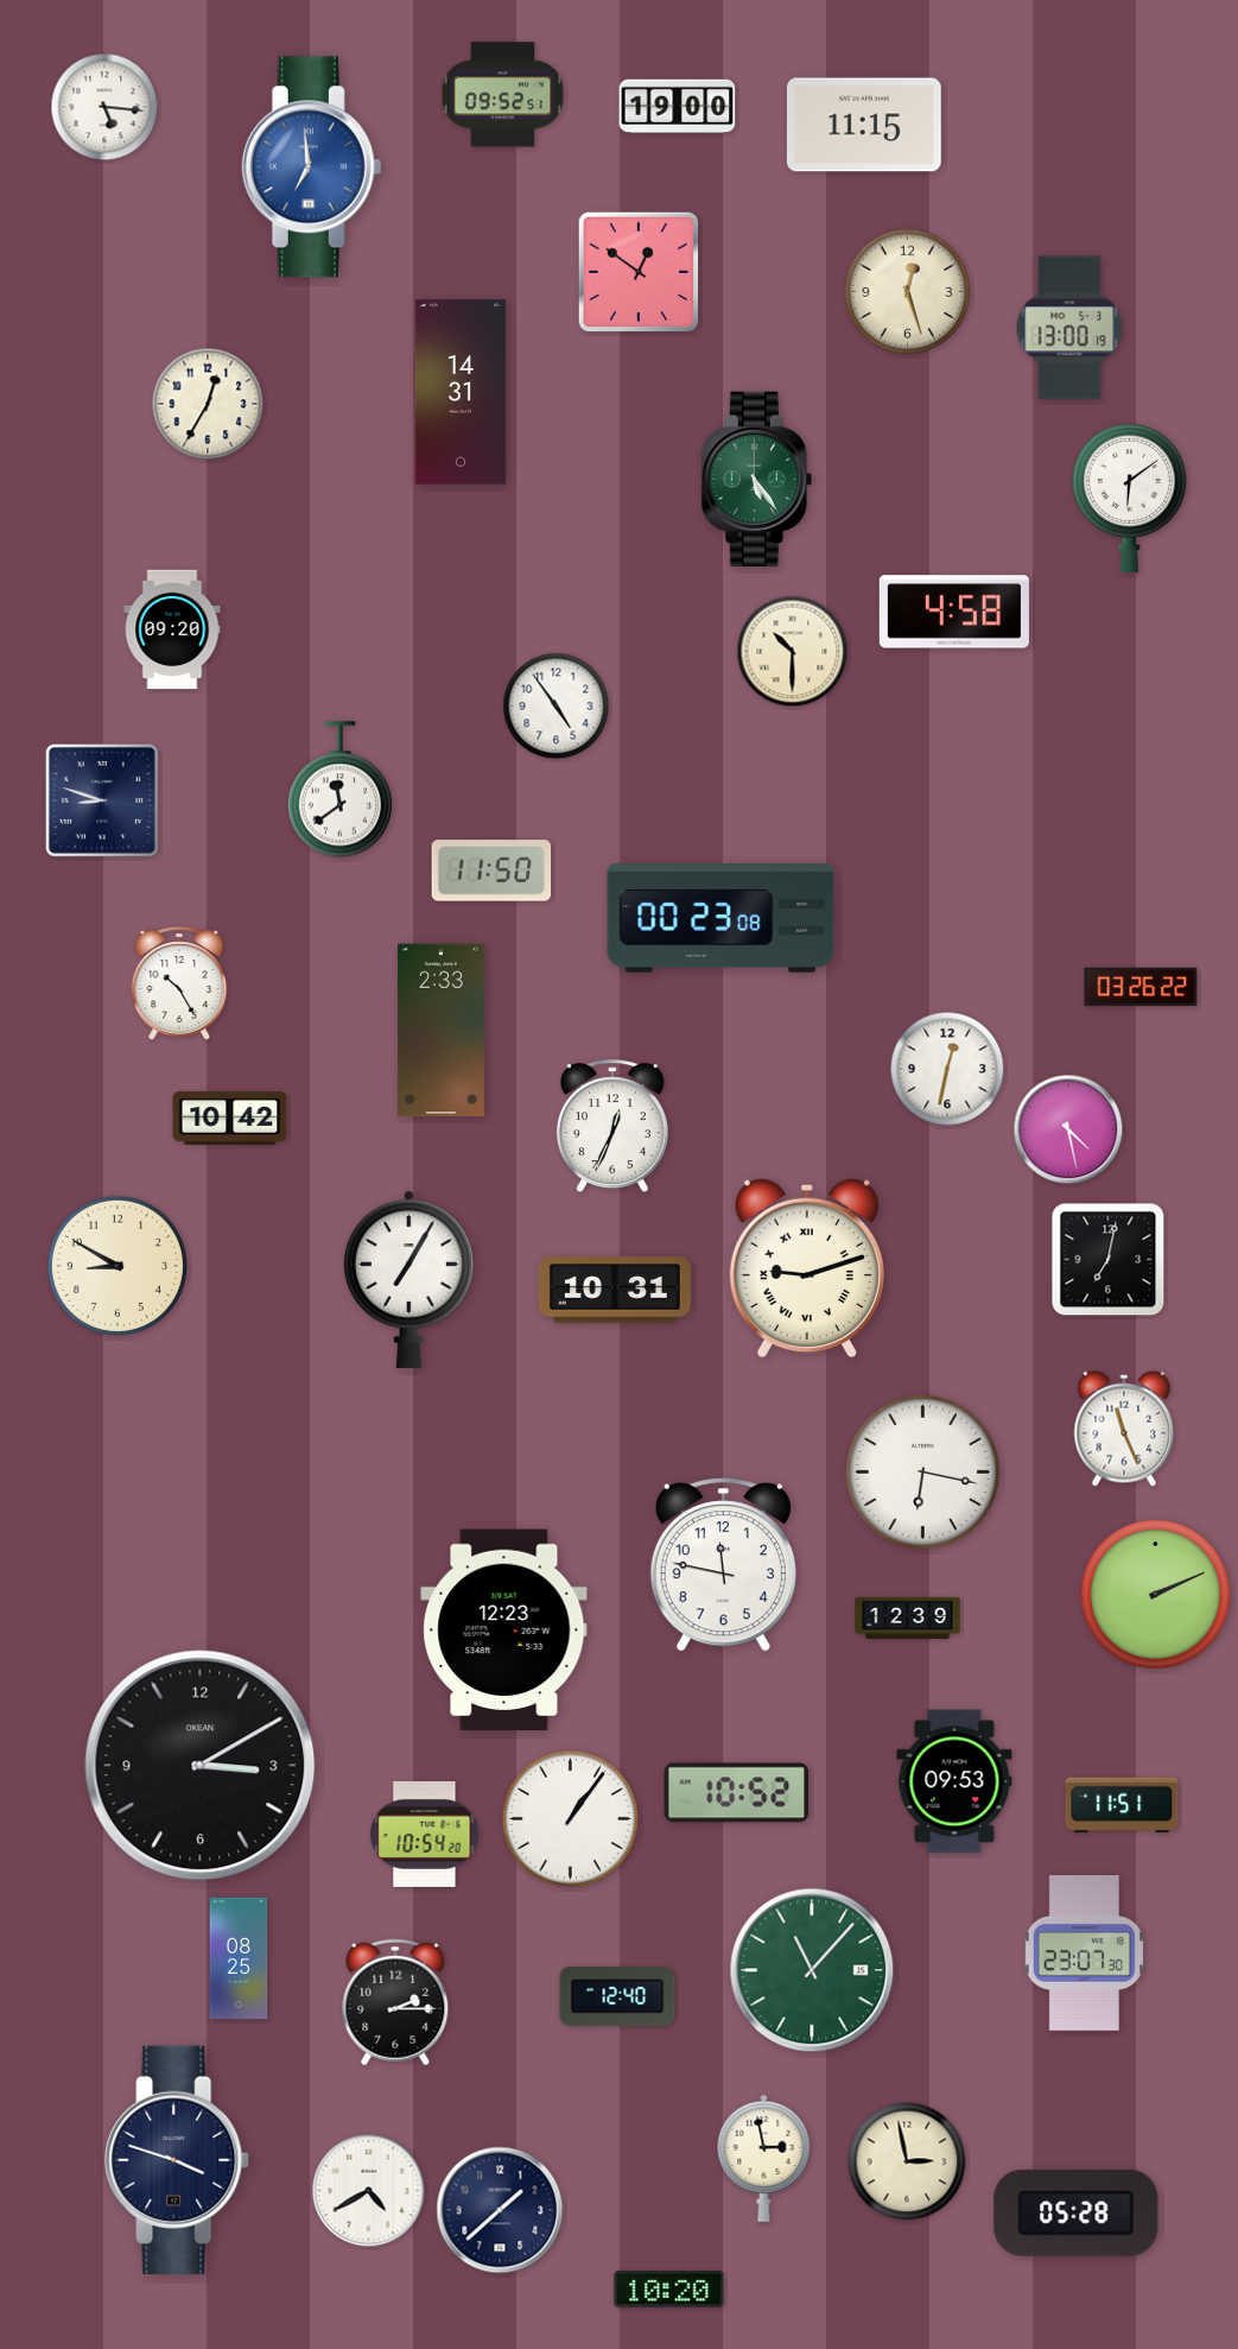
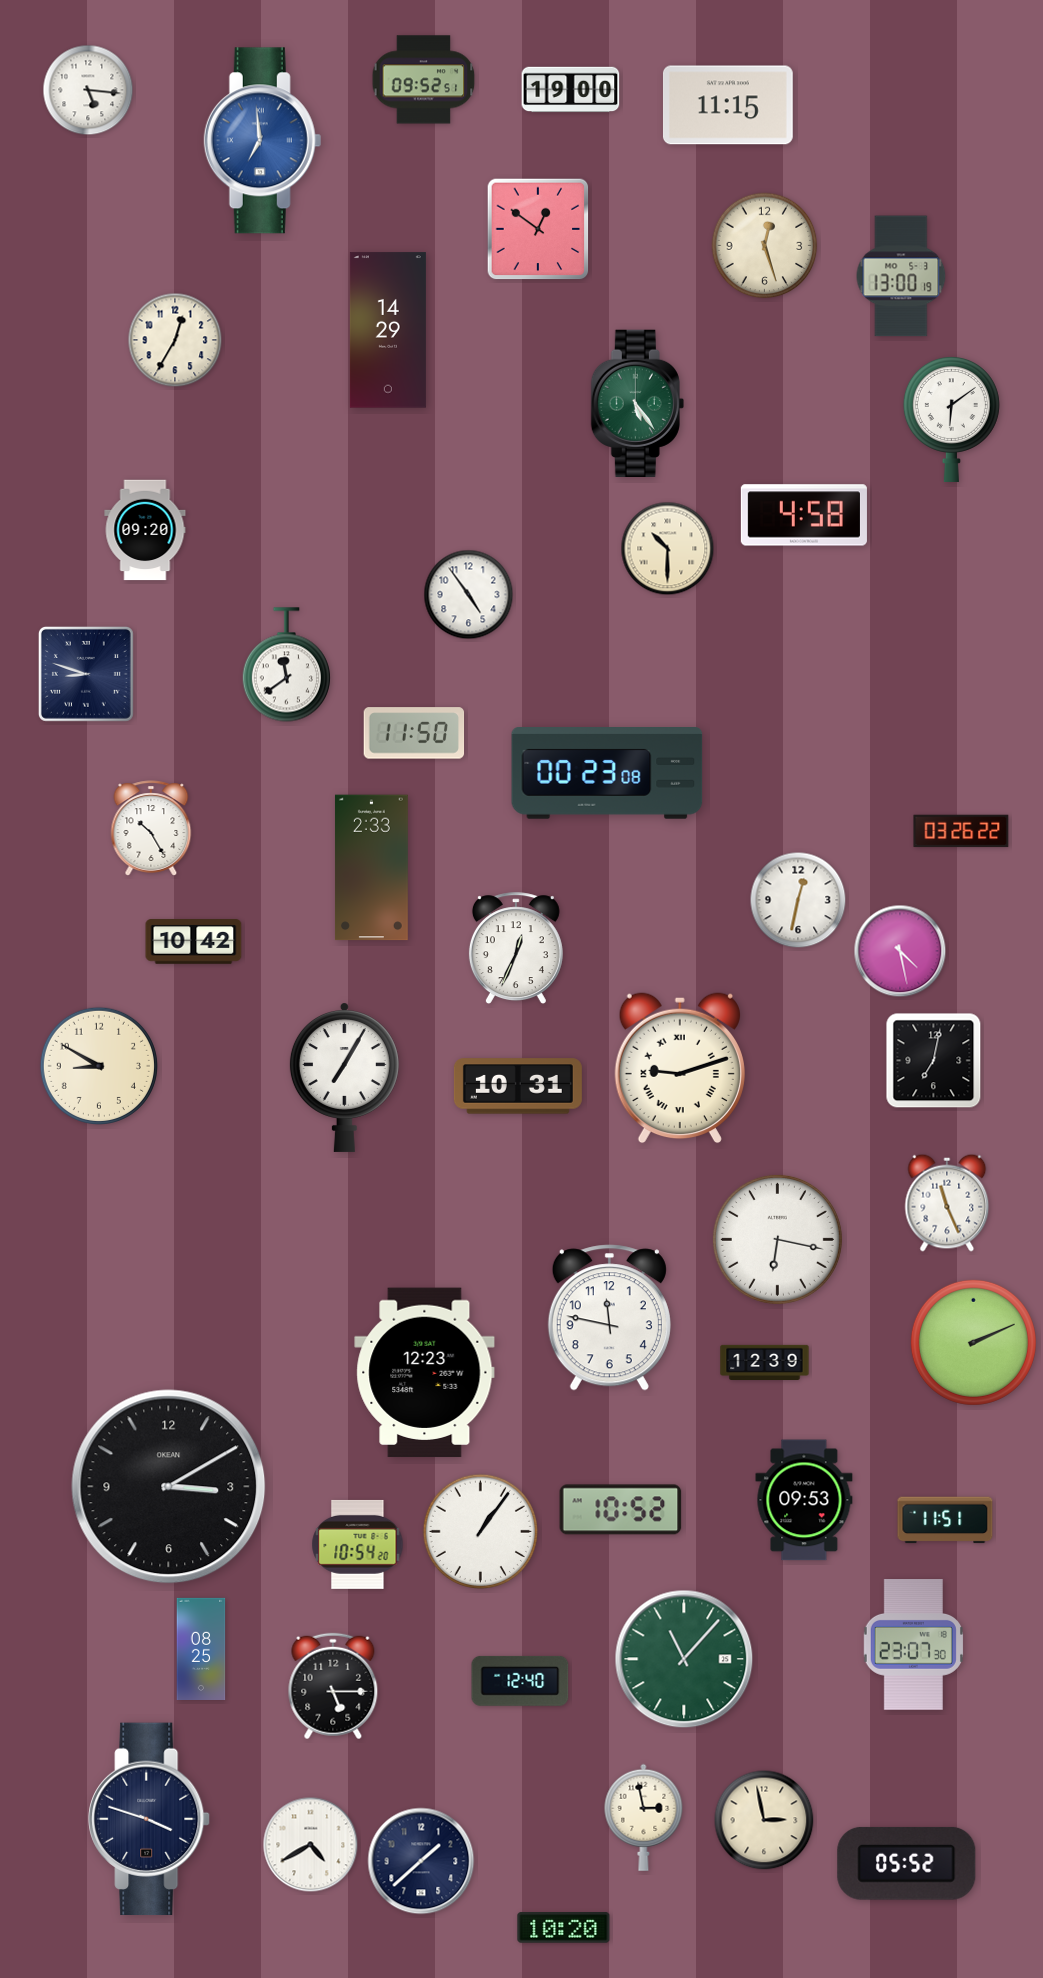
clock at (461, 392): 14:31 -> 14:29
clock at (395, 2002): 2:15 -> 5:15
clock at (1077, 2212): 05:28 -> 05:52
